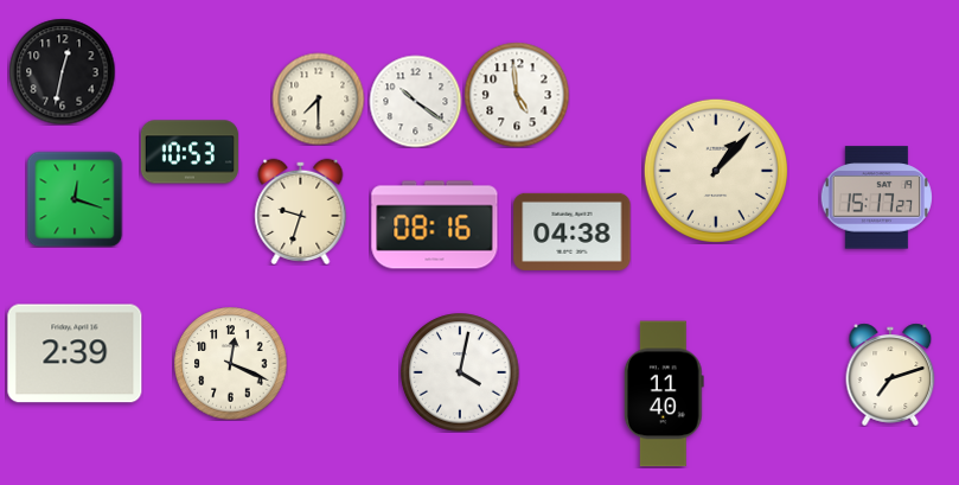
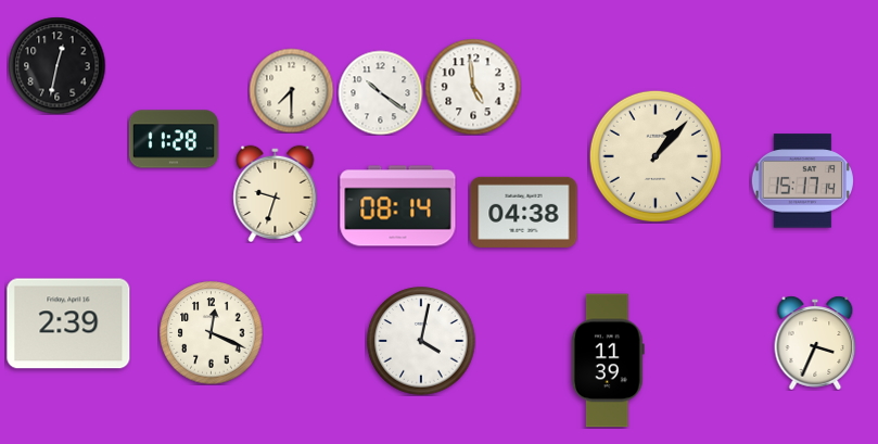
clock at (190, 152): 10:53 -> 11:28
clock at (876, 198): 15:17:27 -> 15:17:14
clock at (75, 199): 12:18 -> none
clock at (435, 225): 08:16 -> 08:14
clock at (890, 375): 7:12 -> 3:34
clock at (664, 394): 11:40 -> 11:39
